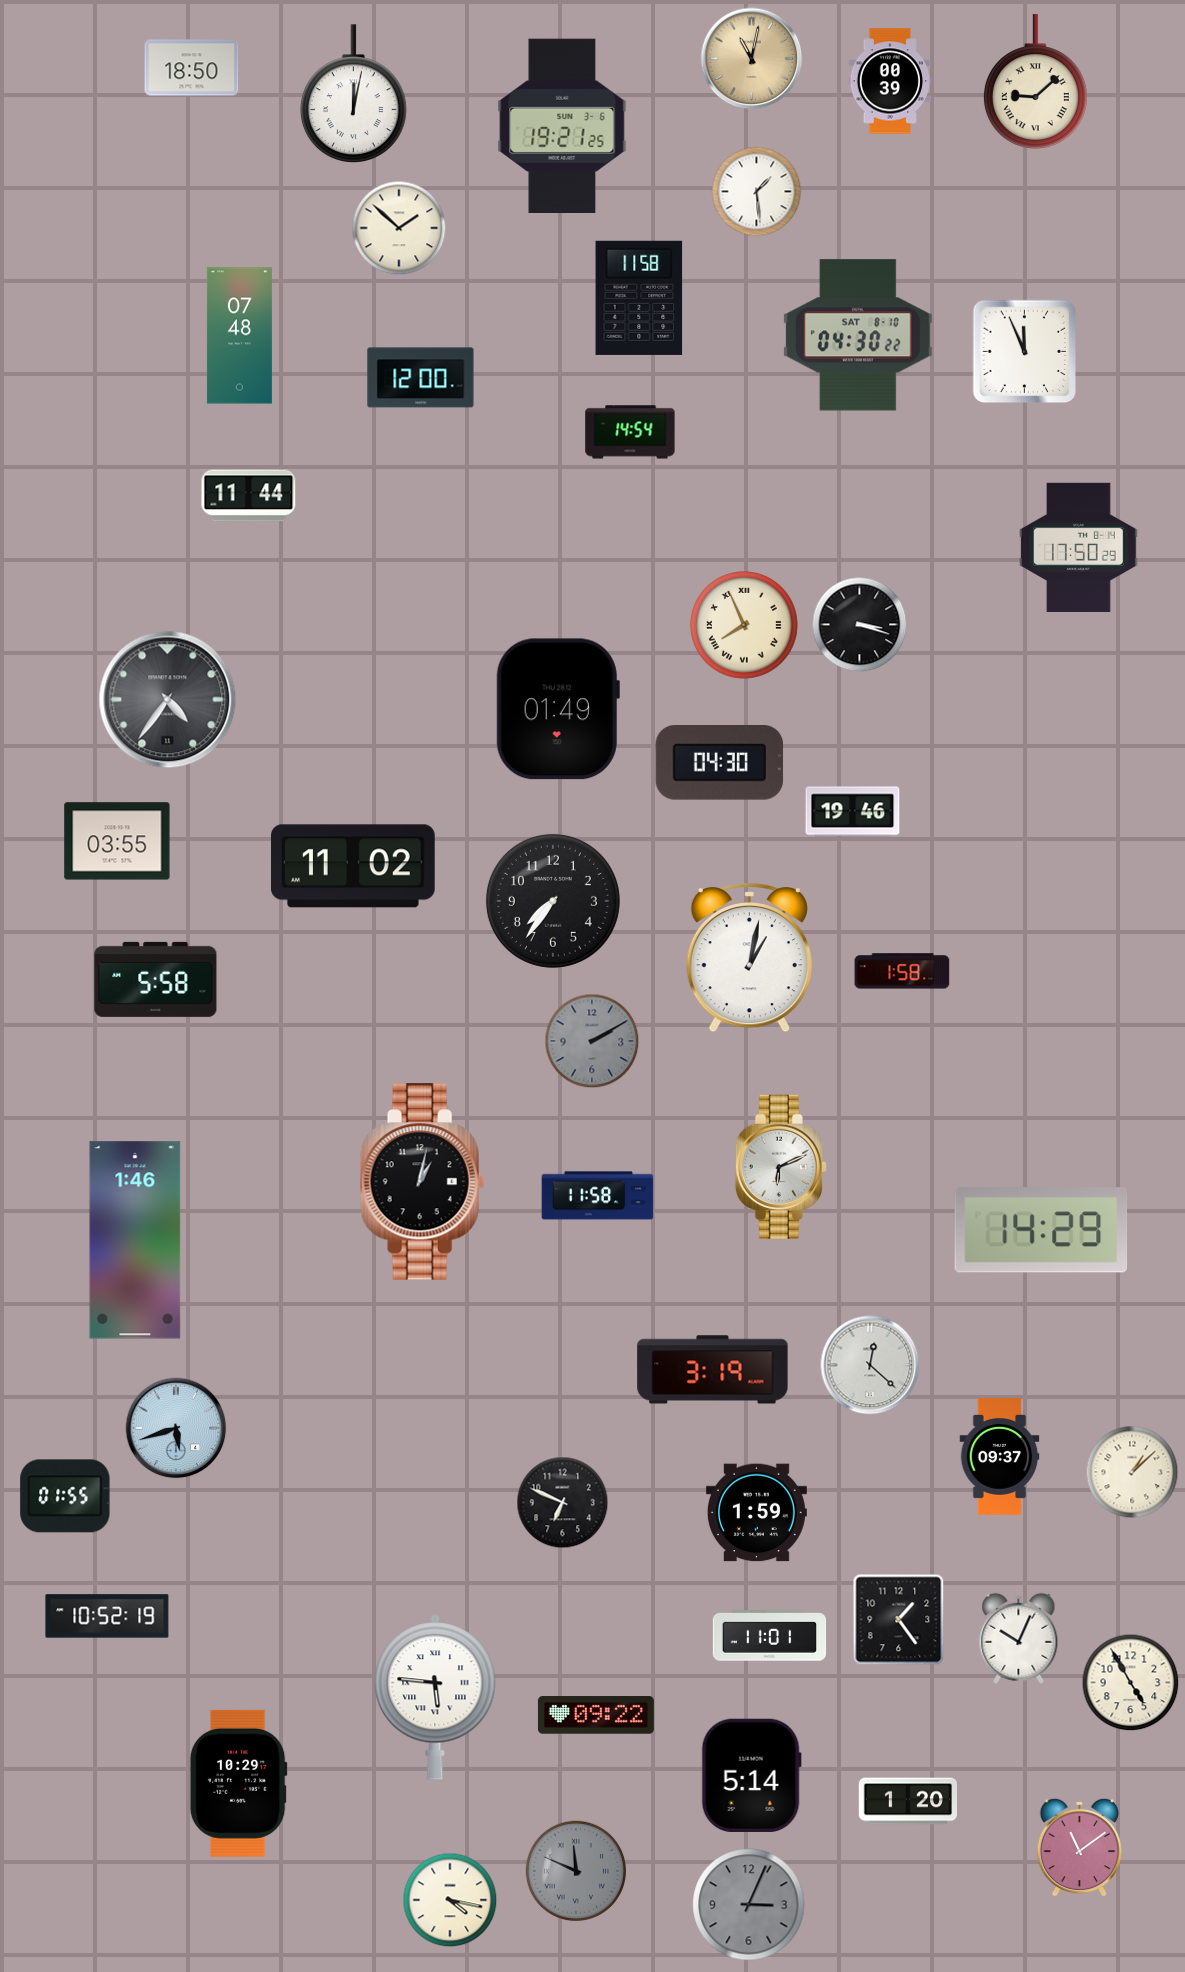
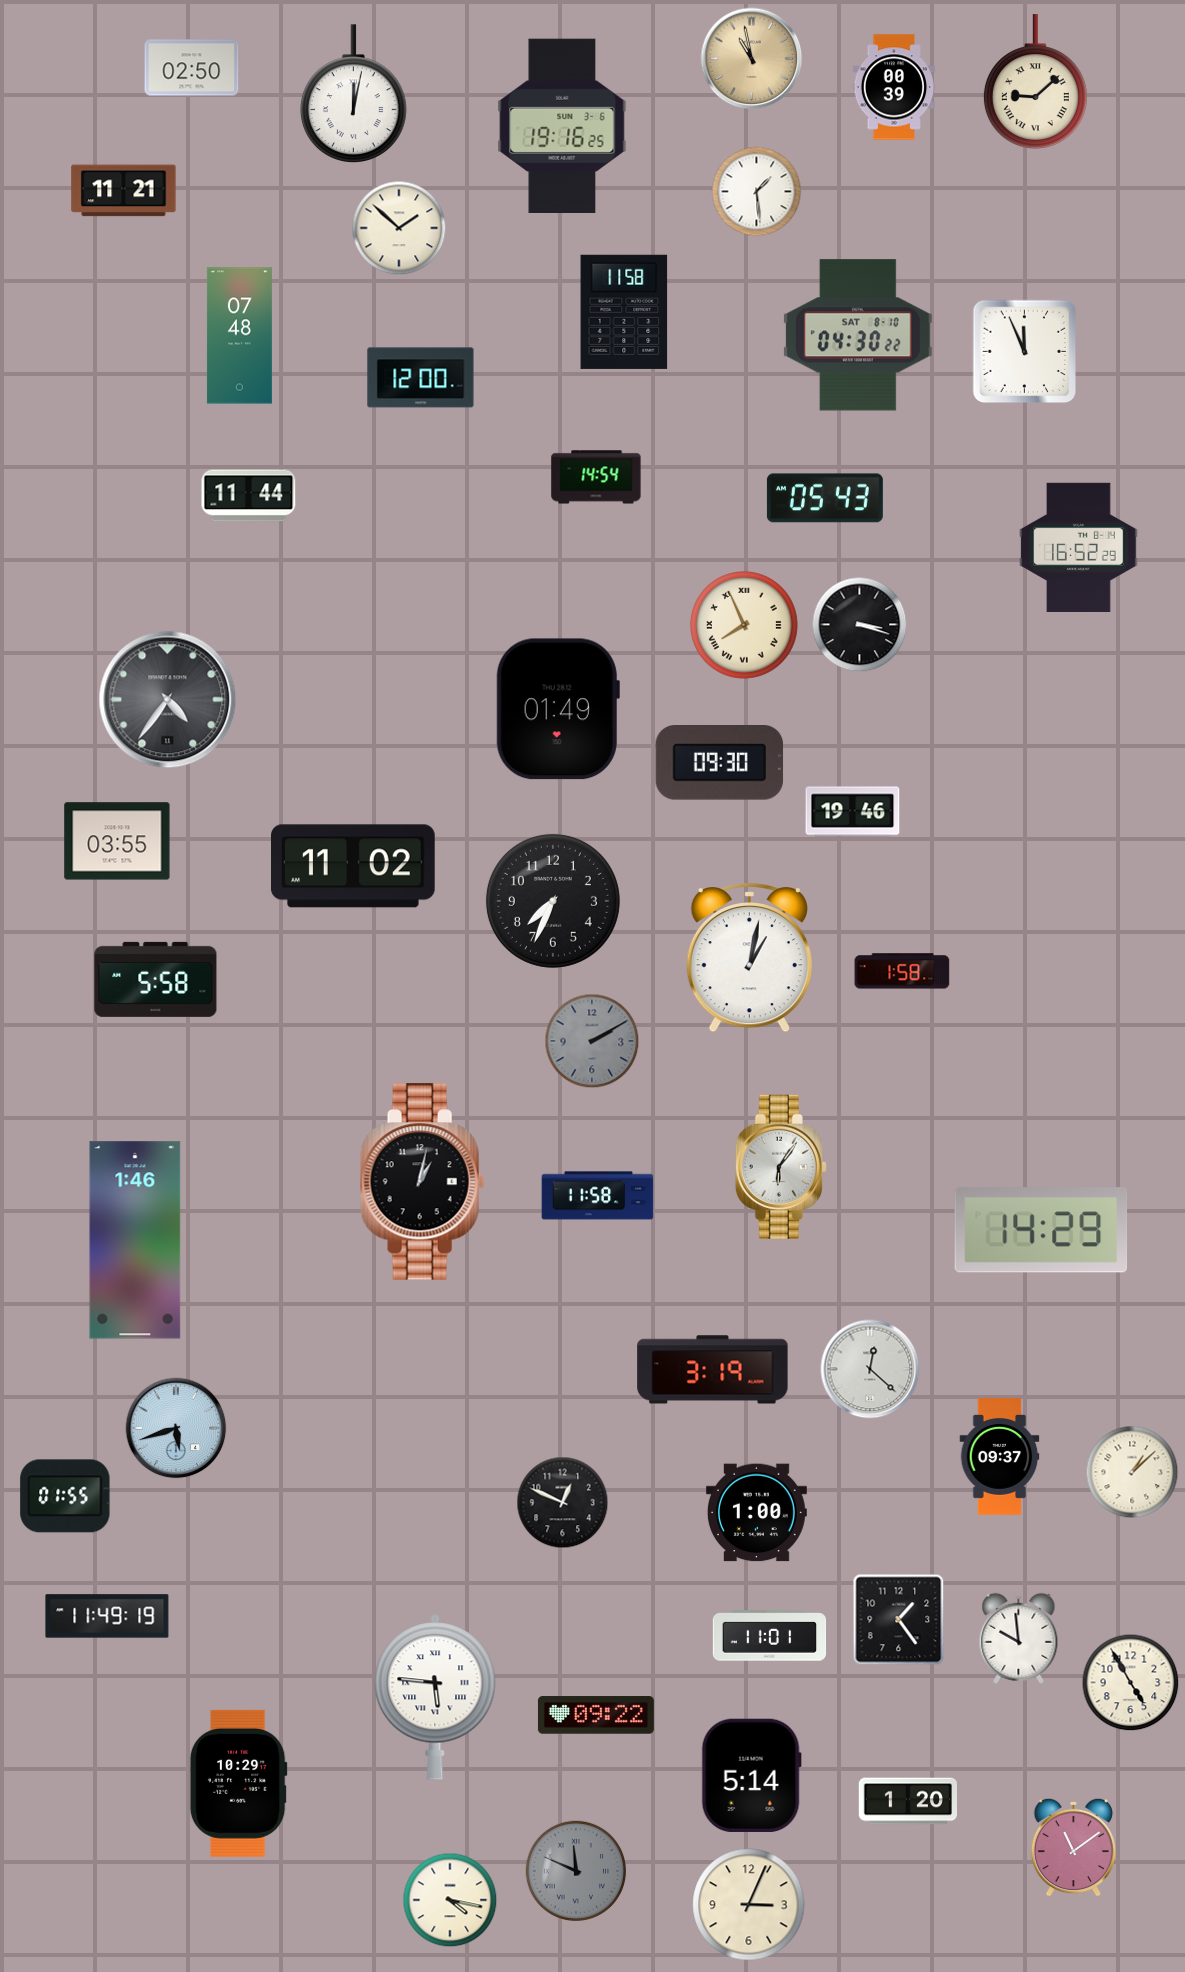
clock at (752, 59): 11:02 -> 10:58
clock at (192, 68): 18:50 -> 02:50
clock at (890, 81) position: (890, 81) -> (894, 87)
clock at (562, 125): 19:21 -> 19:16
clock at (124, 191): none -> 11:21
clock at (639, 298) position: (639, 298) -> (624, 312)
clock at (630, 432) position: (630, 432) -> (596, 477)
clock at (825, 498): none -> 05:43
clock at (1079, 547): 17:50 -> 16:52
clock at (720, 763): 04:30 -> 09:30
clock at (553, 901): 7:36 -> 7:34
clock at (781, 1167): 6:11 -> 6:06
clock at (870, 1365) position: (870, 1365) -> (870, 1369)
clock at (563, 1503): 6:49 -> 12:49
clock at (756, 1513): 1:59 -> 1:00
clock at (107, 1616): 10:52 -> 11:49
clock at (1019, 1638): 10:04 -> 9:59
clock at (1080, 1847) position: (1080, 1847) -> (1074, 1847)
clock at (749, 1905) dial: grey -> cream
